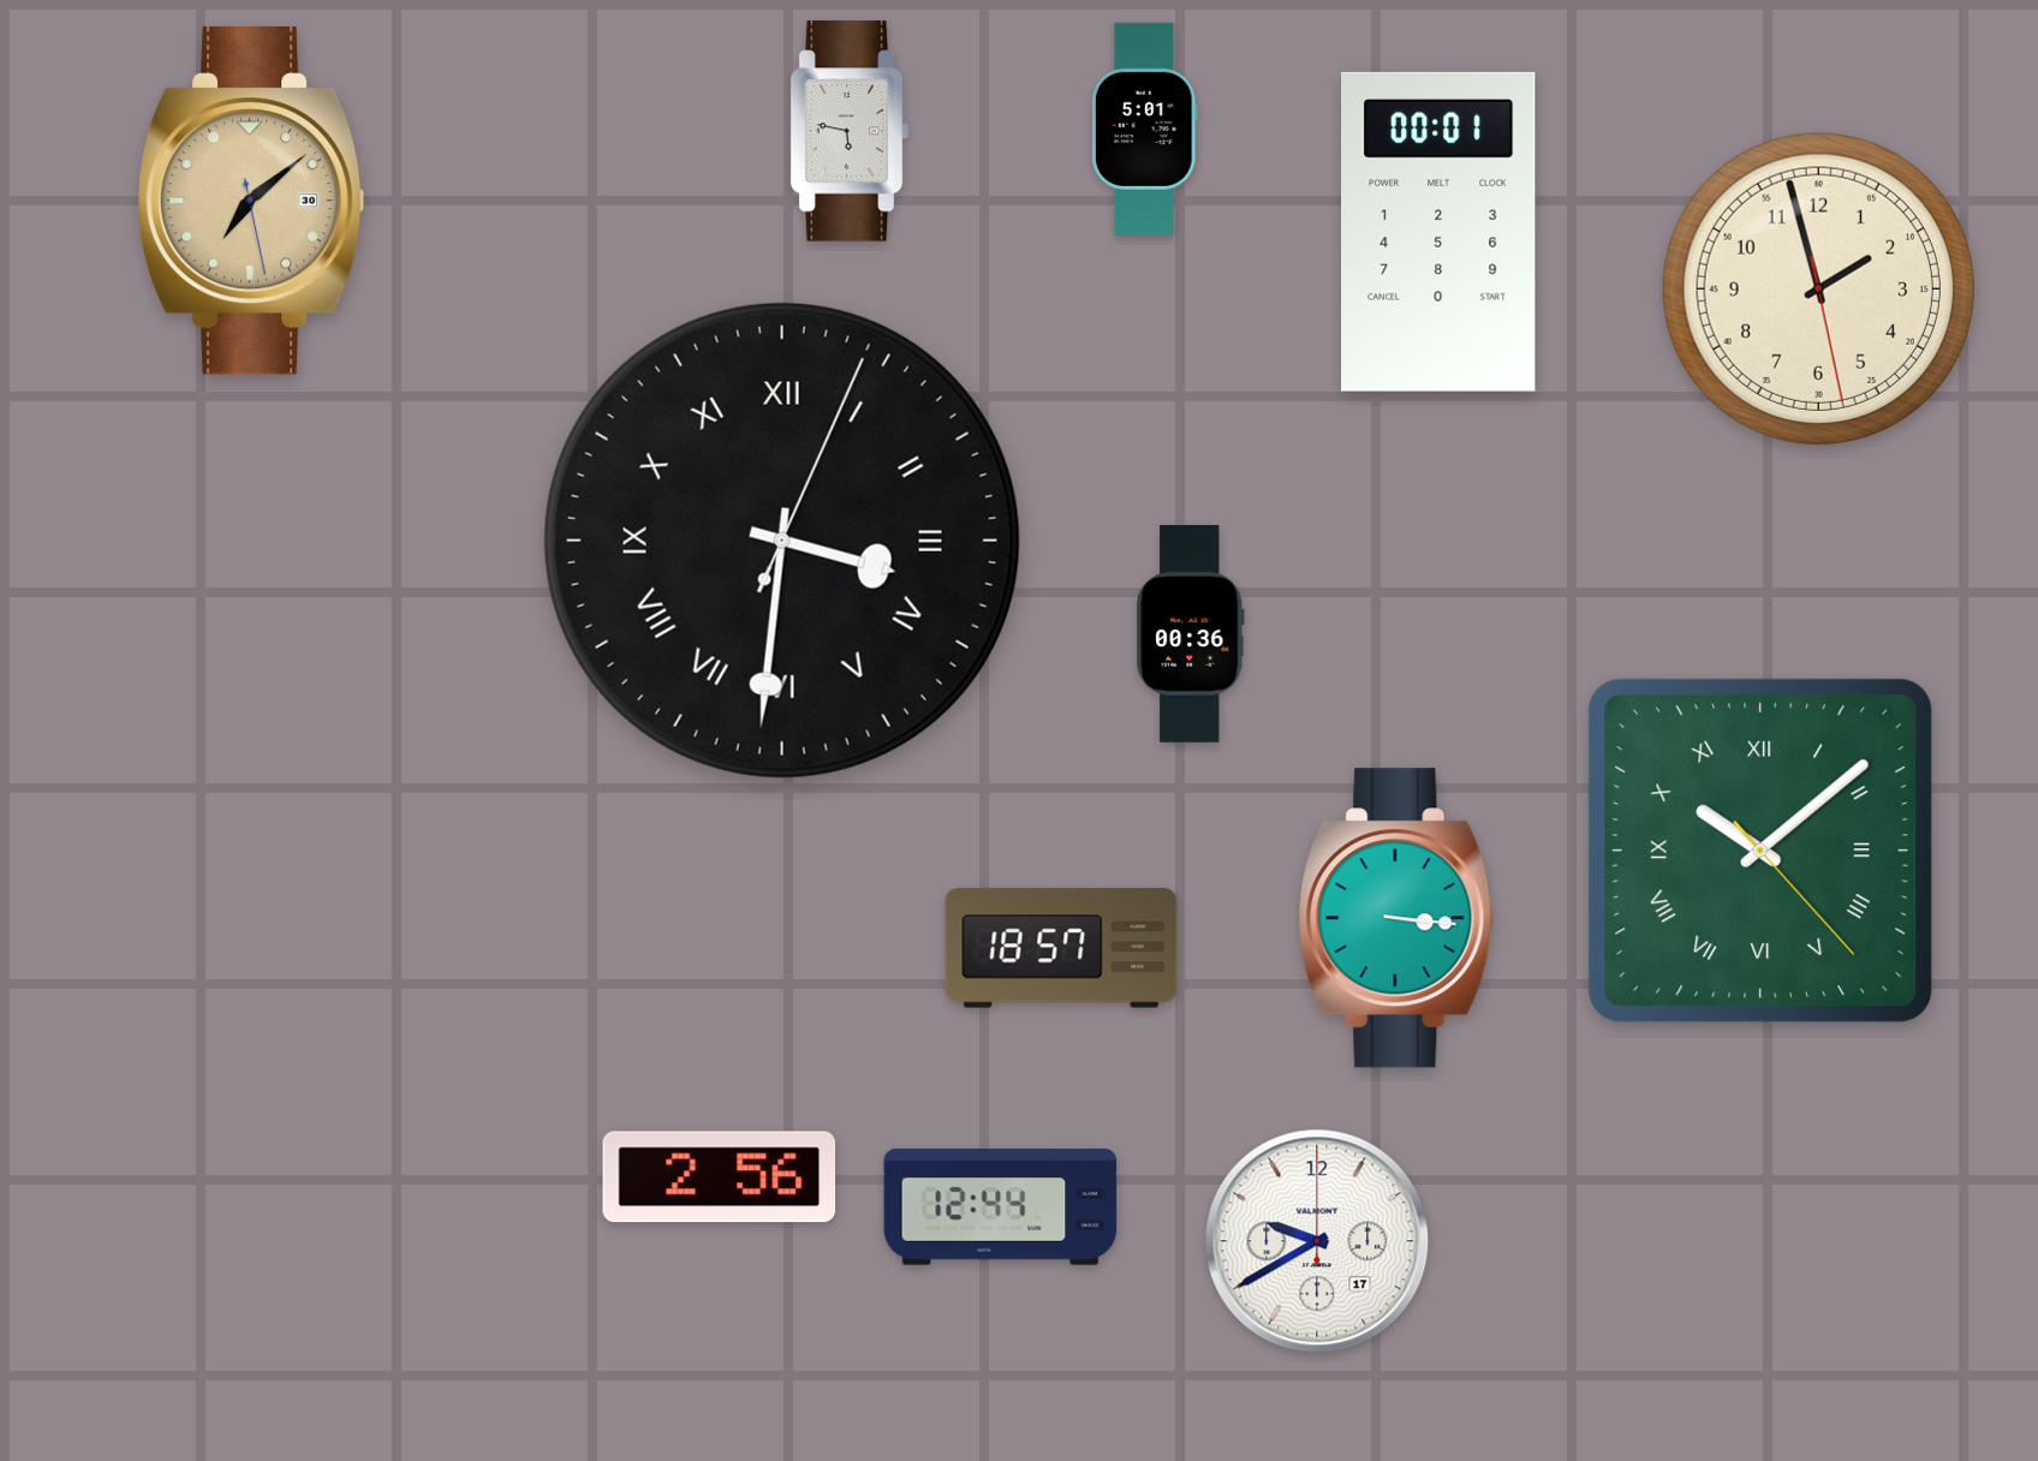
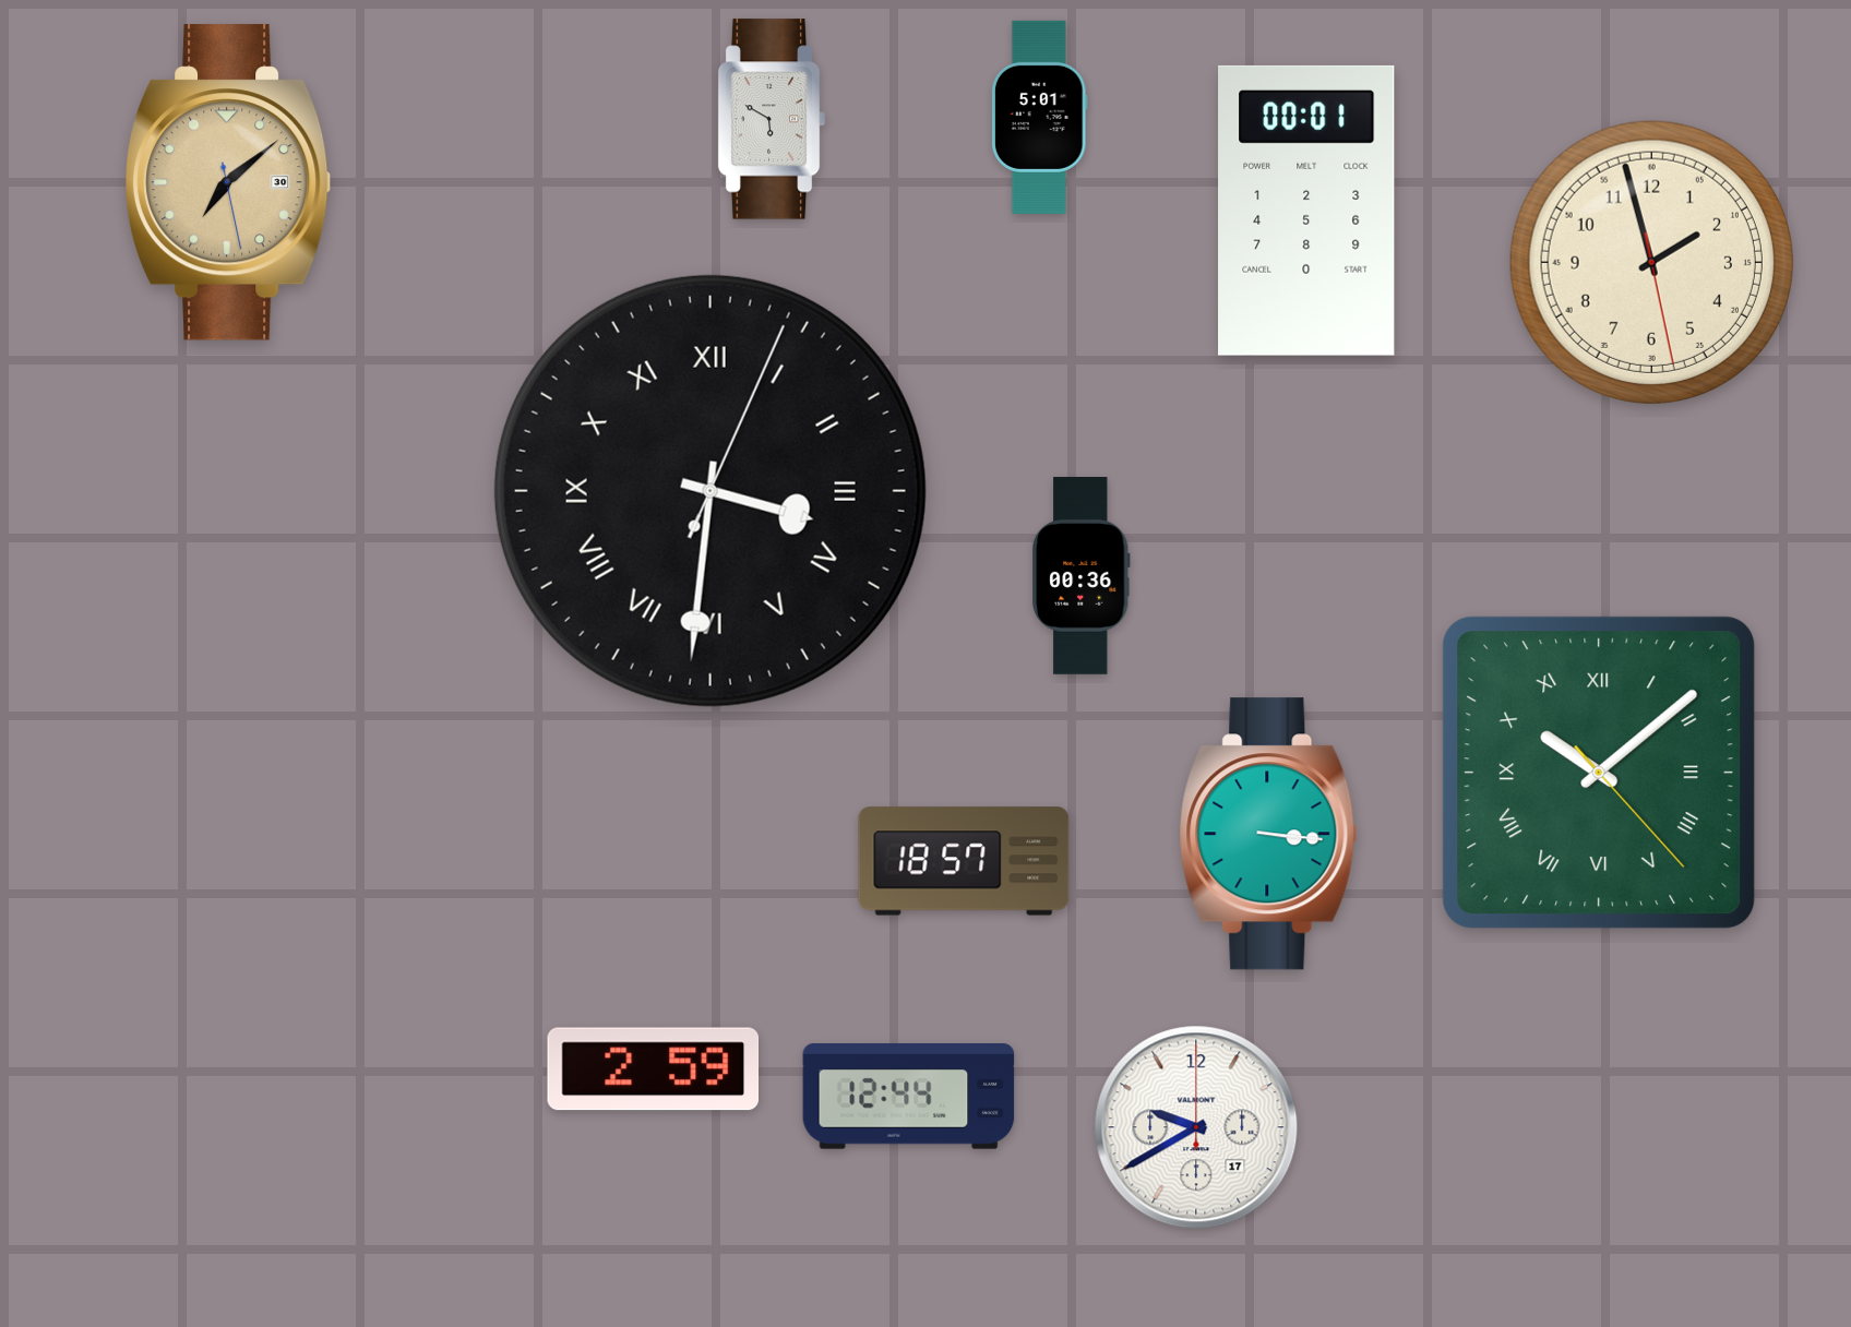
clock at (850, 131): 5:47 -> 5:50
clock at (720, 1177): 2:56 -> 2:59
